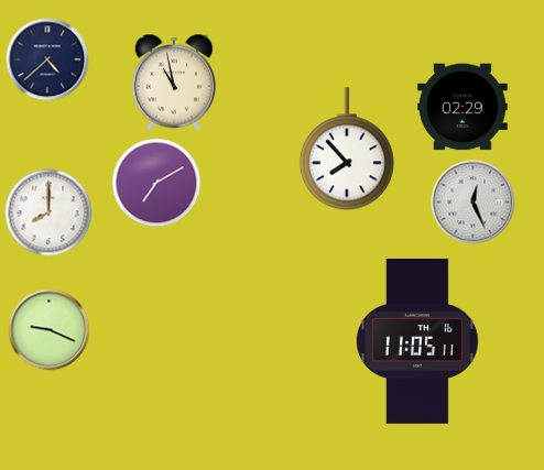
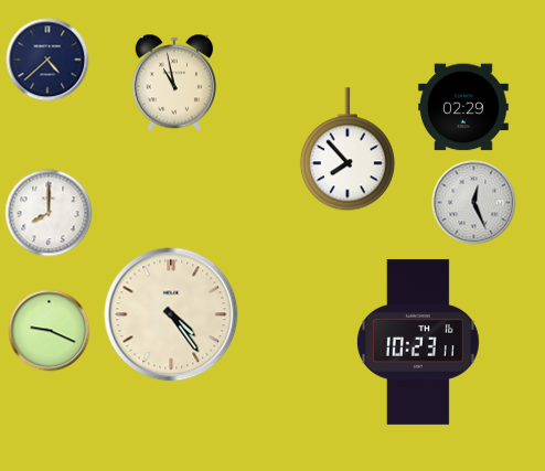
clock at (156, 183): 7:10 -> none
clock at (171, 314): none -> 4:24
clock at (417, 341): 11:05 -> 10:23
